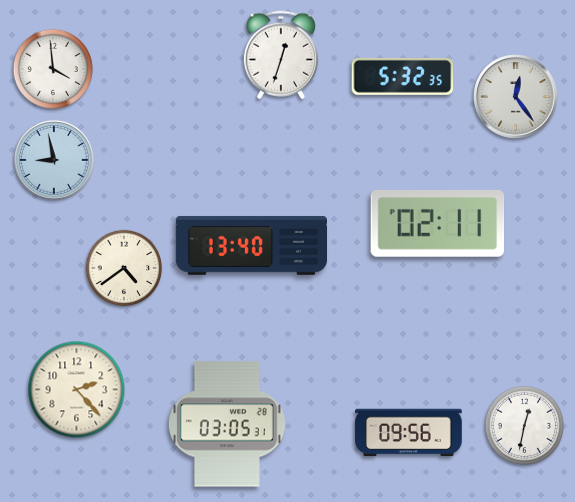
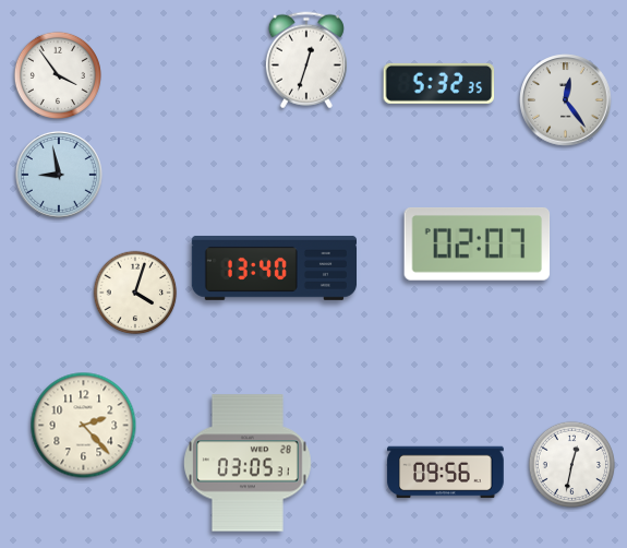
clock at (53, 69): 3:59 -> 3:54
clock at (516, 97) position: (516, 97) -> (566, 100)
clock at (438, 224): 02:11 -> 02:07
clock at (124, 268): 4:39 -> 4:03
